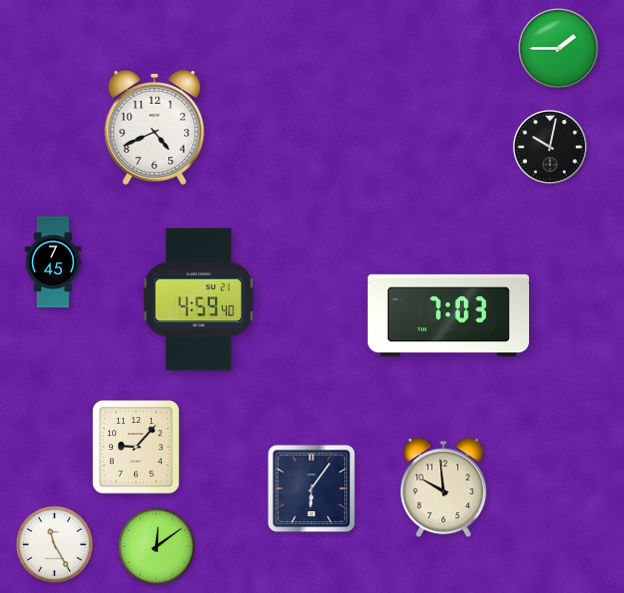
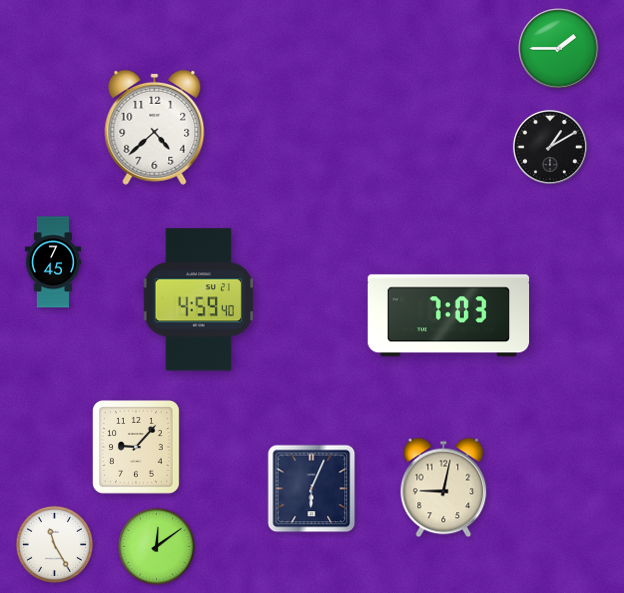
clock at (155, 127): 4:41 -> 4:38
clock at (550, 147): 10:02 -> 1:10
clock at (444, 488): 9:59 -> 9:02
clock at (312, 489): 6:06 -> 6:04
